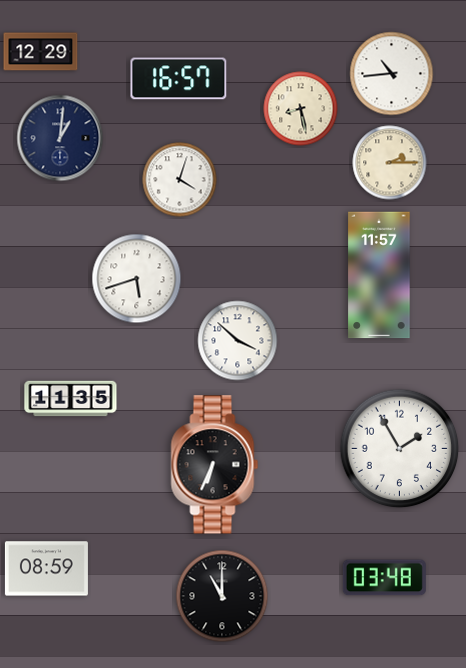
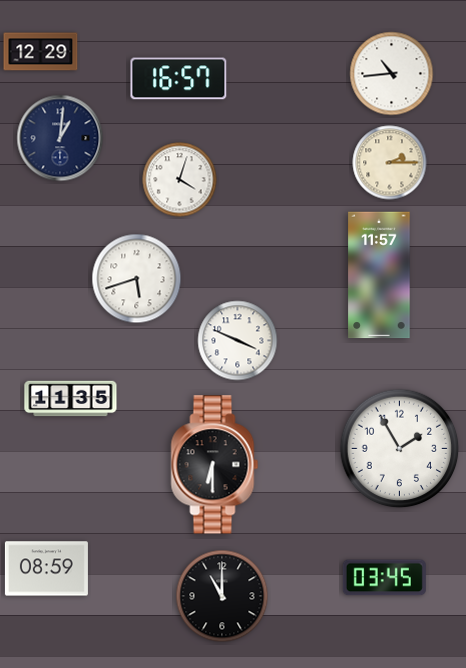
clock at (301, 109): 8:28 -> none
clock at (238, 341): 3:52 -> 3:49
clock at (215, 465): 6:34 -> 6:30
clock at (384, 578): 03:48 -> 03:45
